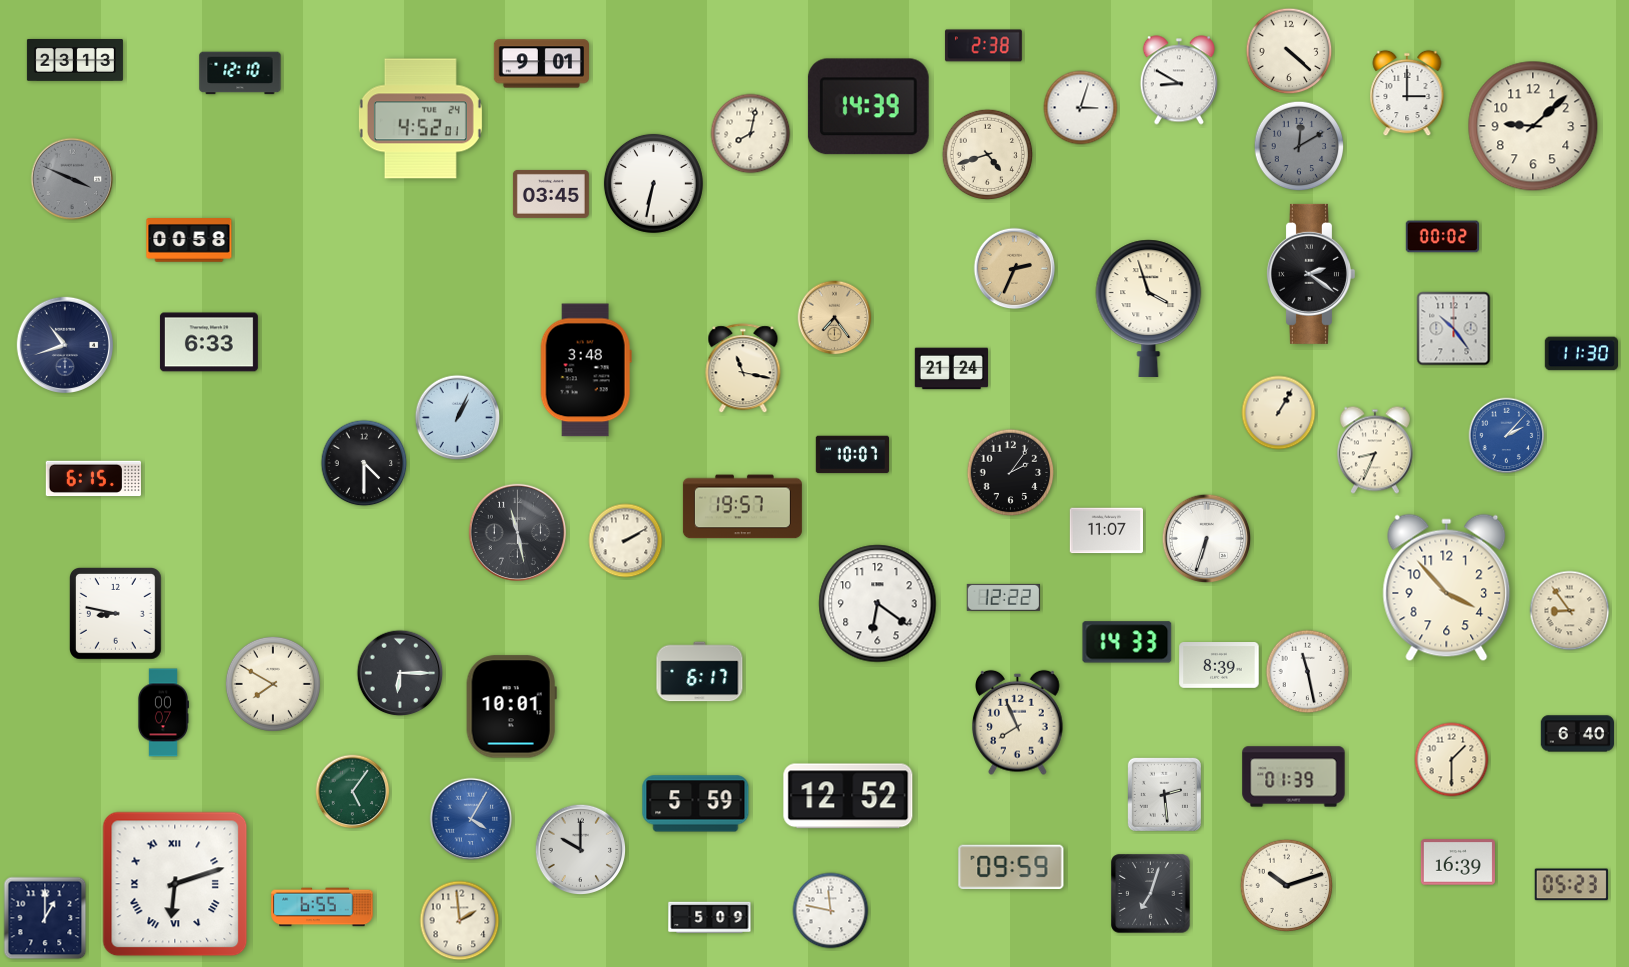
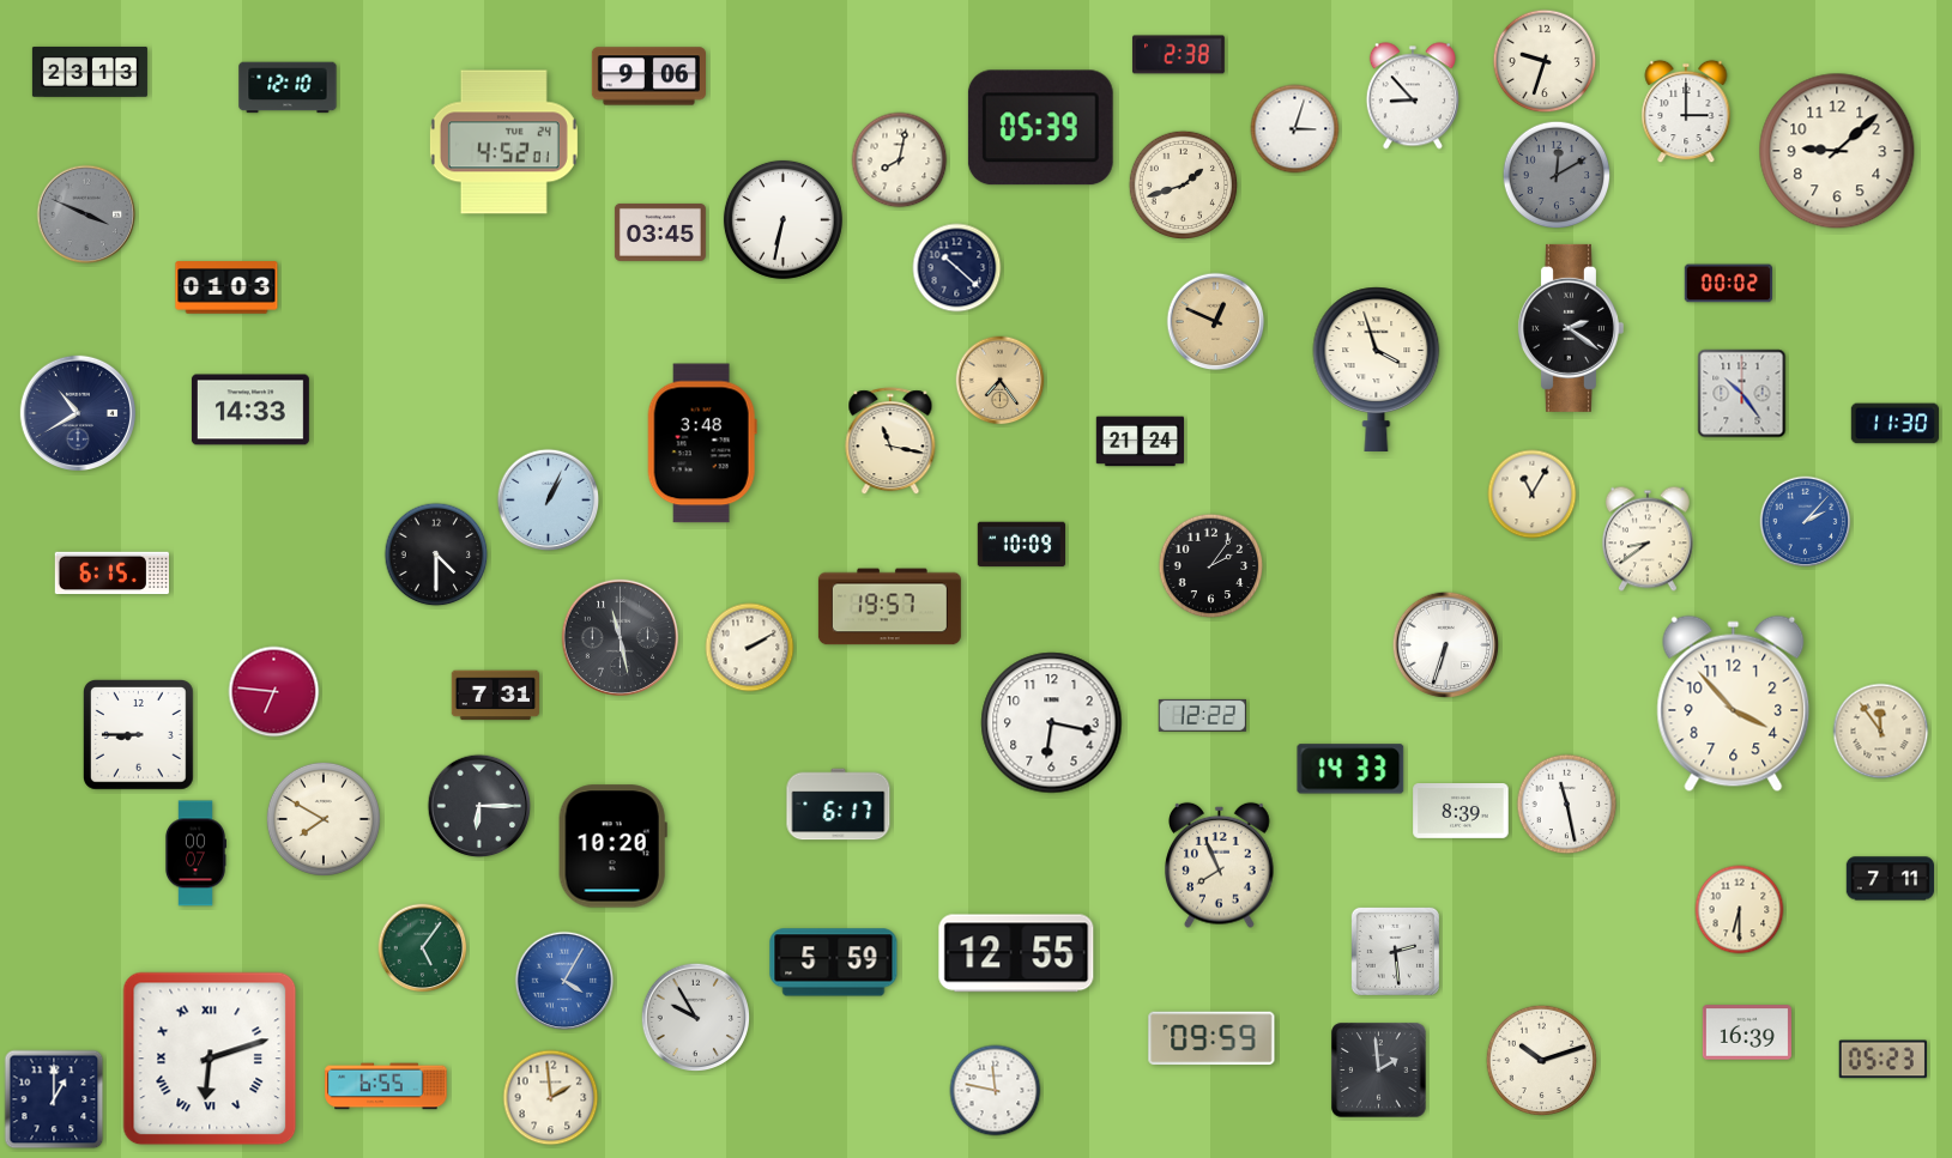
clock at (1289, 51): 4:22 -> 9:33
clock at (541, 64): 9:01 -> 9:06
clock at (1179, 80): 8:50 -> 8:53
clock at (868, 107): 14:39 -> 05:39
clock at (988, 155): 4:42 -> 1:42
clock at (957, 268): none -> 10:22
clock at (189, 240): 00:58 -> 01:03
clock at (1015, 269): 2:34 -> 12:49
clock at (209, 342): 6:33 -> 14:33
clock at (64, 344): 10:42 -> 10:40
clock at (1279, 413): 1:05 -> 11:05
clock at (1375, 450): 8:34 -> 8:39
clock at (852, 455): 10:07 -> 10:09
clock at (1106, 531): 11:07 -> none
clock at (274, 692): none -> 6:46
clock at (495, 696): none -> 7:31
clock at (878, 604): 6:21 -> 6:17
clock at (1570, 611): 8:54 -> 11:54
clock at (116, 614): 8:47 -> 8:45
clock at (1219, 666) position: (1219, 666) -> (1461, 812)
clock at (273, 684) position: (273, 684) -> (324, 819)
clock at (511, 707): 10:01 -> 10:20
clock at (1578, 734): 6:40 -> 7:11
clock at (1452, 760): 1:30 -> 6:30
clock at (1294, 777): 01:39 -> none
clock at (848, 796): 12:52 -> 12:55
clock at (581, 850): 10:00 -> 9:55
clock at (1151, 894): 7:03 -> 1:59
clock at (710, 918): 5:09 -> none
clock at (460, 921) position: (460, 921) -> (551, 1098)
